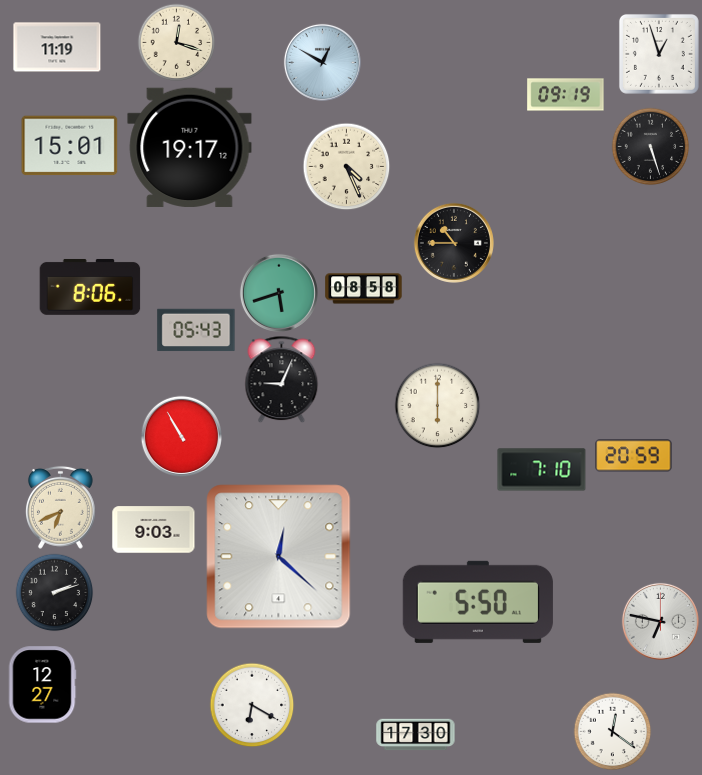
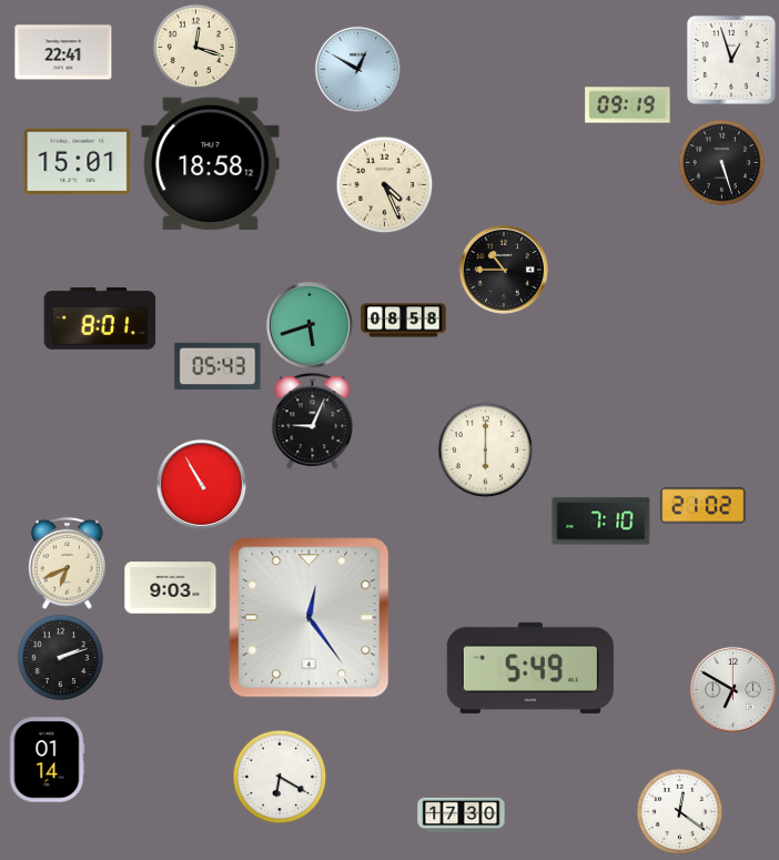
clock at (57, 47): 11:19 -> 22:41
clock at (190, 147): 19:17 -> 18:58
clock at (90, 287): 8:06 -> 8:01
clock at (634, 456): 20:59 -> 21:02
clock at (279, 557): 12:22 -> 12:24
clock at (478, 602): 5:50 -> 5:49
clock at (660, 621): 6:47 -> 6:50
clock at (42, 685): 12:27 -> 01:14
clock at (252, 705) position: (252, 705) -> (280, 777)
